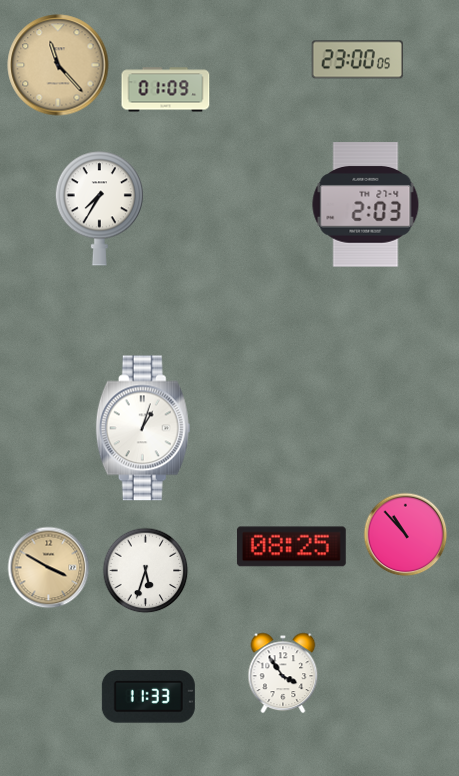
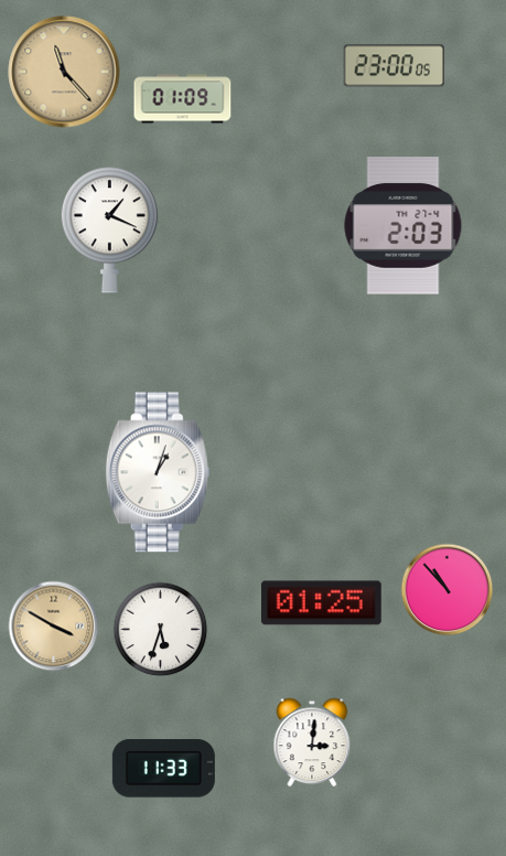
clock at (99, 209): 7:35 -> 1:19
clock at (291, 547): 08:25 -> 01:25
clock at (283, 673): 3:54 -> 3:01
